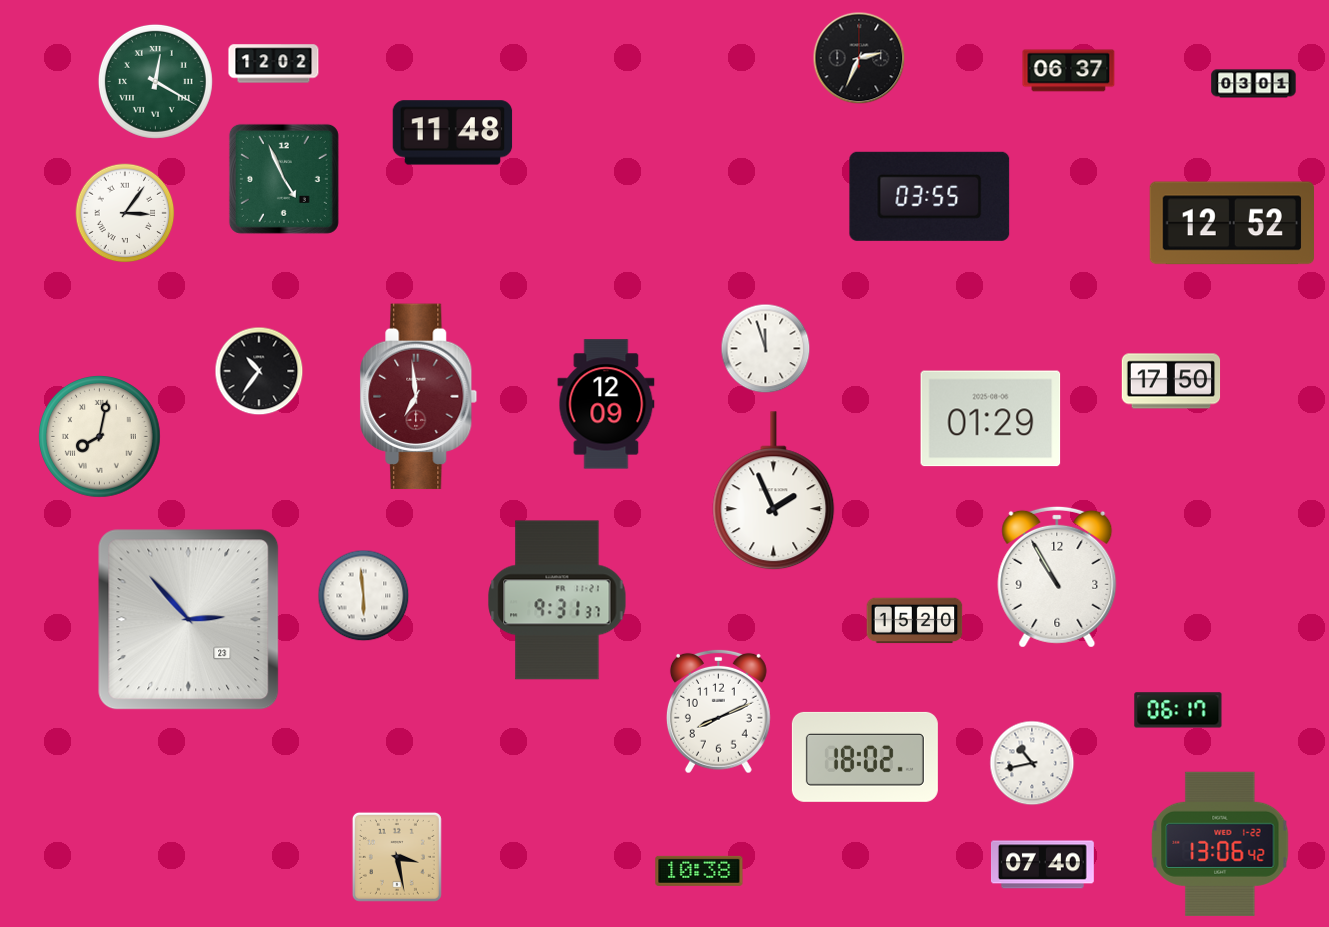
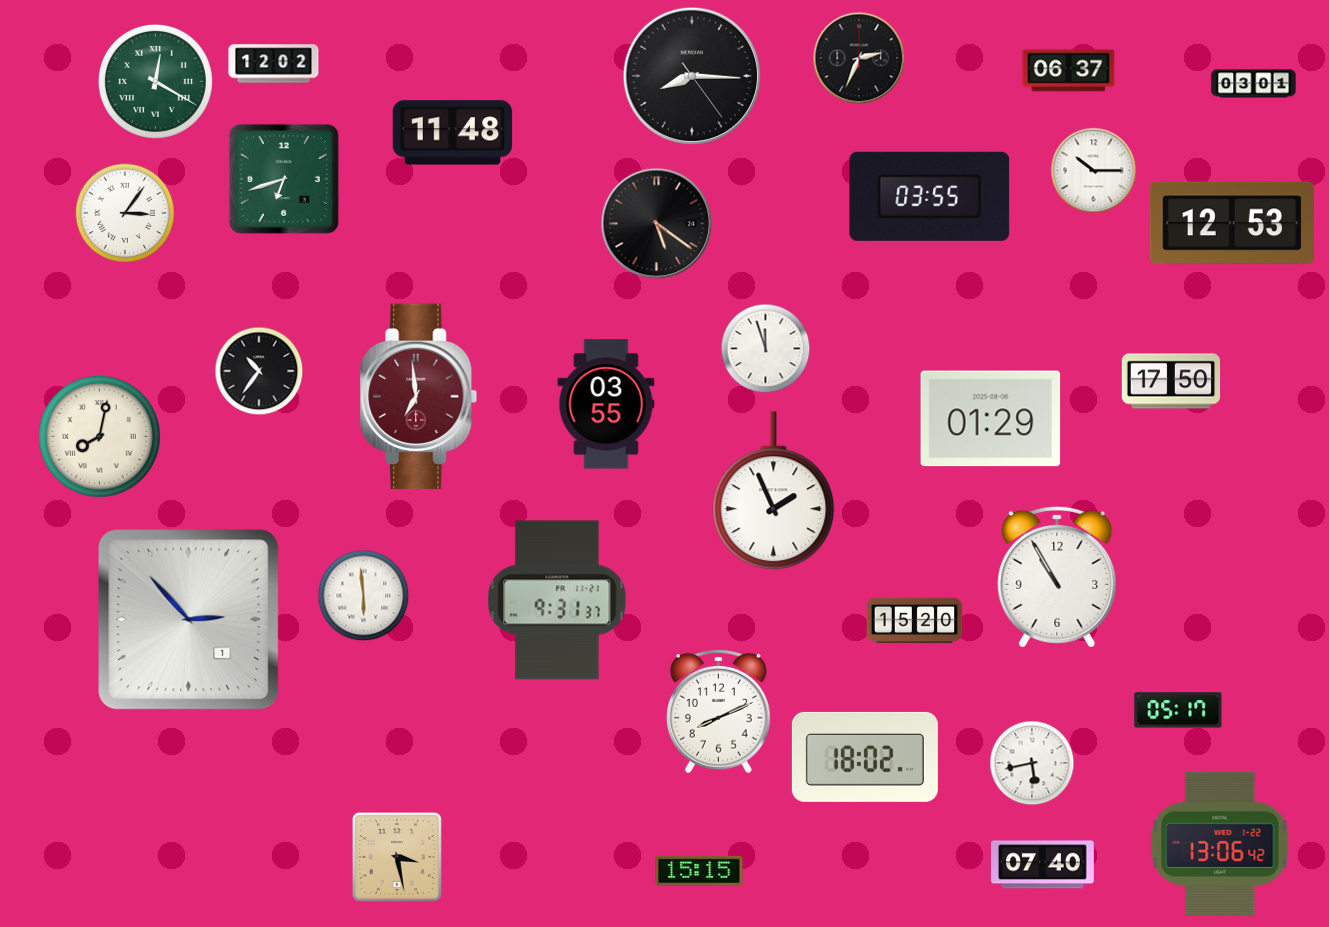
clock at (692, 76): none -> 8:15
clock at (1094, 171): none -> 10:15
clock at (284, 179): 4:56 -> 6:42
clock at (1231, 223): 12:52 -> 12:53
clock at (657, 224): none -> 5:21
clock at (606, 404): 12:09 -> 03:55
clock at (189, 620) date: 23 -> 1
clock at (1178, 710): 06:17 -> 05:17
clock at (1032, 763): 10:43 -> 5:43
clock at (699, 871): 10:38 -> 15:15
